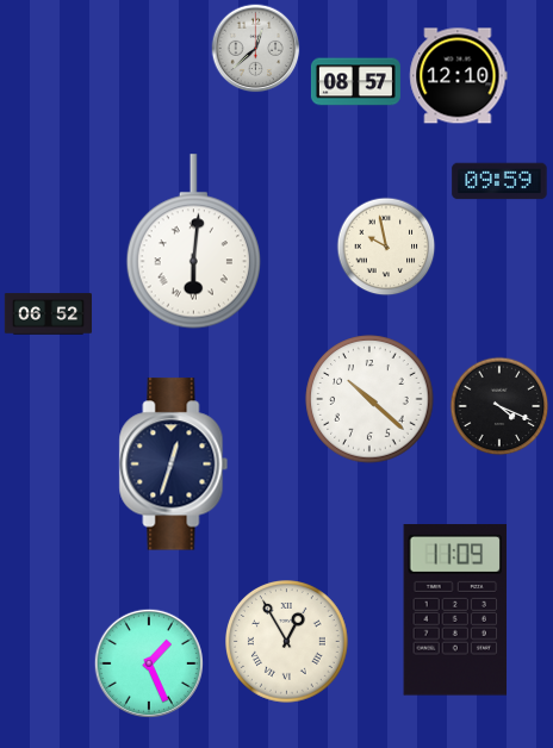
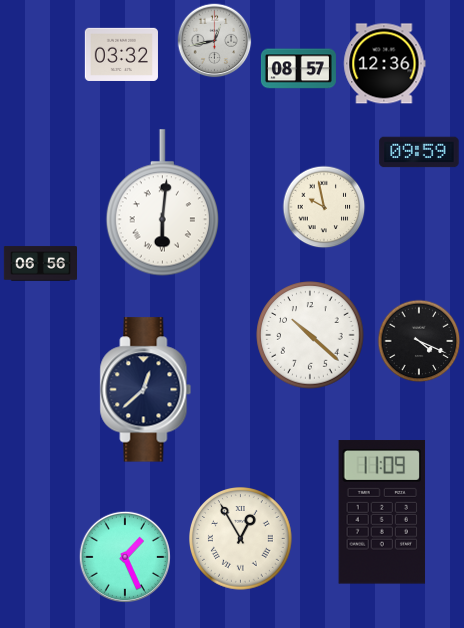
clock at (256, 49): 12:38 -> 12:43
clock at (121, 54): none -> 03:32
clock at (459, 76): 12:10 -> 12:36
clock at (48, 314): 06:52 -> 06:56
clock at (174, 465): 12:33 -> 12:38
